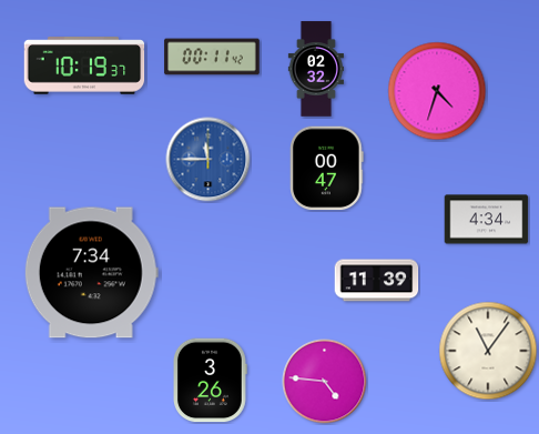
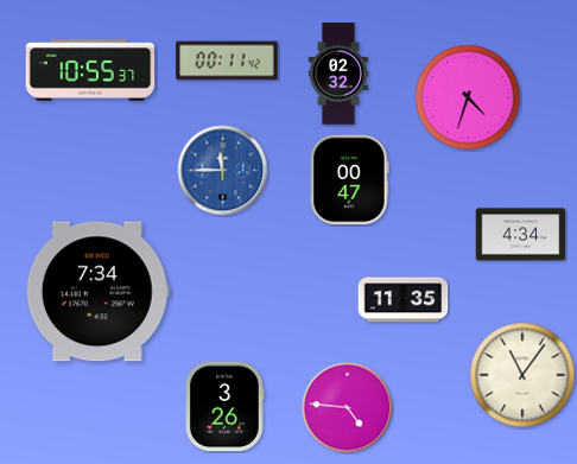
clock at (84, 65): 10:19 -> 10:55
clock at (377, 281): 11:39 -> 11:35
